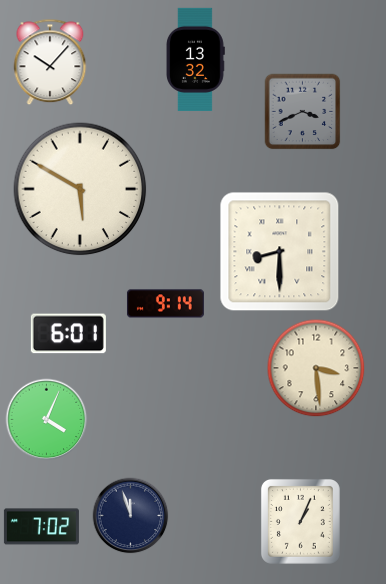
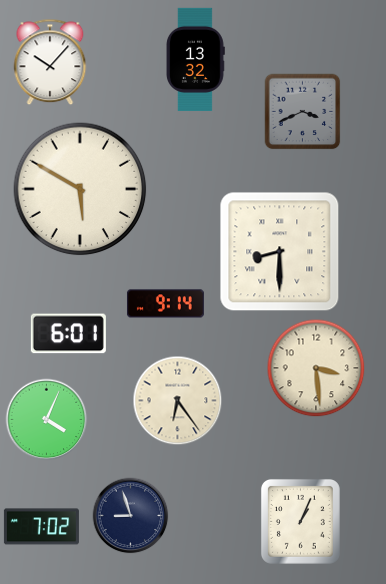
clock at (178, 401): none -> 6:24
clock at (131, 516): 11:57 -> 8:57
